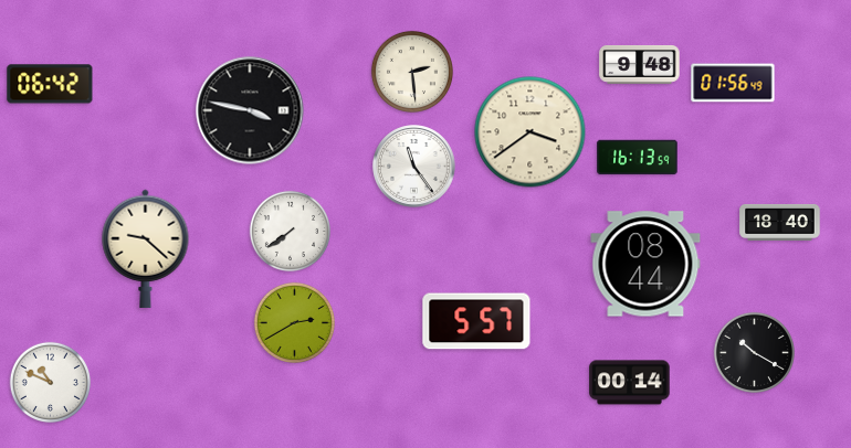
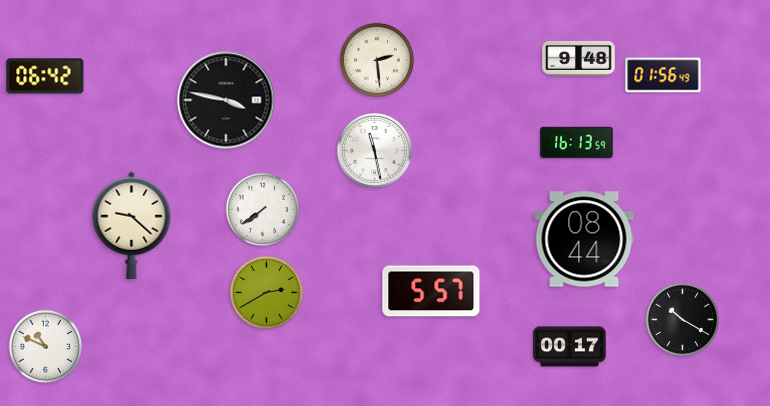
clock at (412, 72) position: (412, 72) -> (377, 60)
clock at (530, 132): 3:39 -> none
clock at (414, 167): 11:24 -> 11:28
clock at (780, 222): 18:40 -> none
clock at (630, 383): 00:14 -> 00:17
